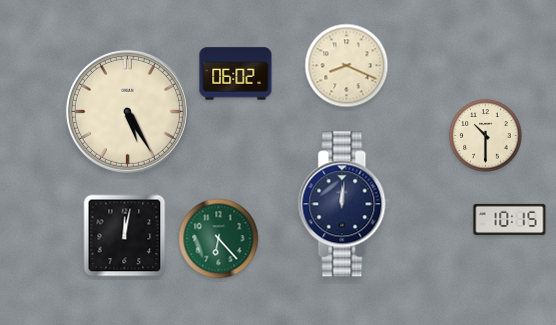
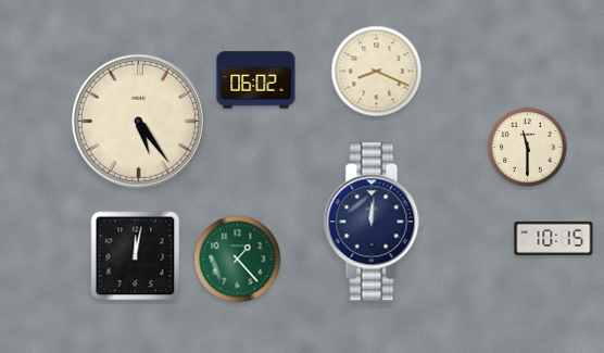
clock at (127, 111): 5:25 -> 5:24
clock at (486, 136): 10:30 -> 11:30
clock at (219, 239): 6:23 -> 1:23
